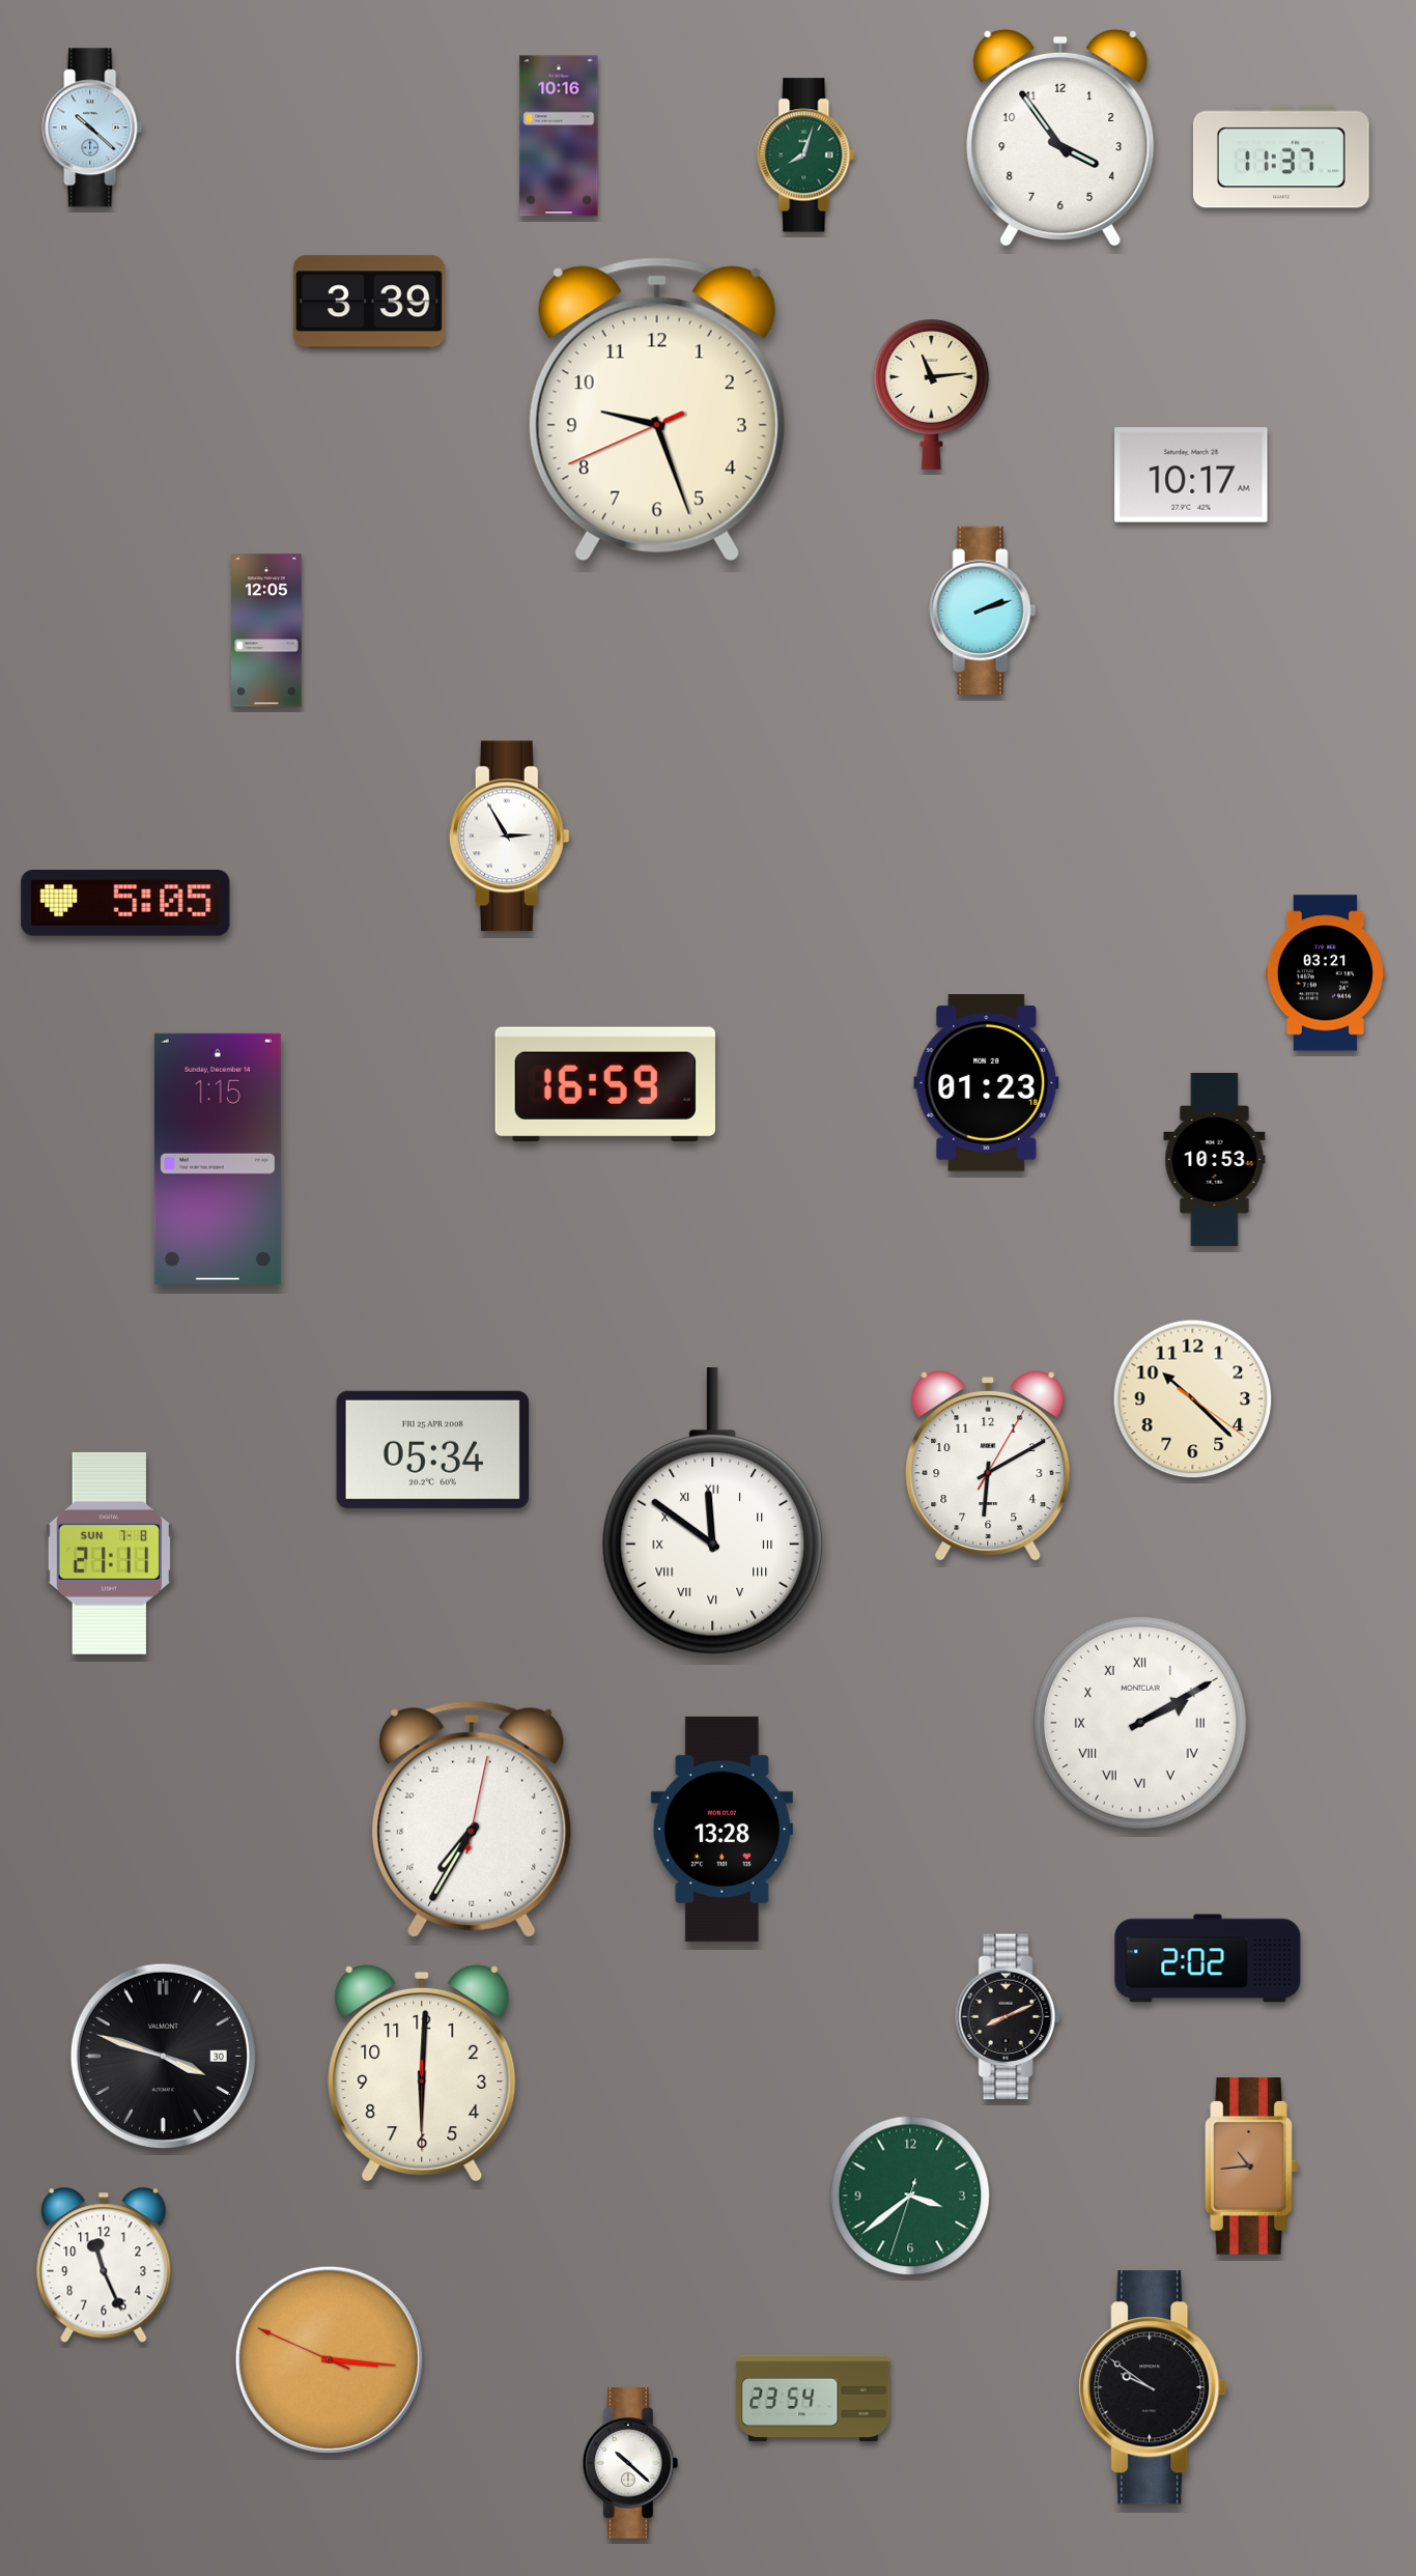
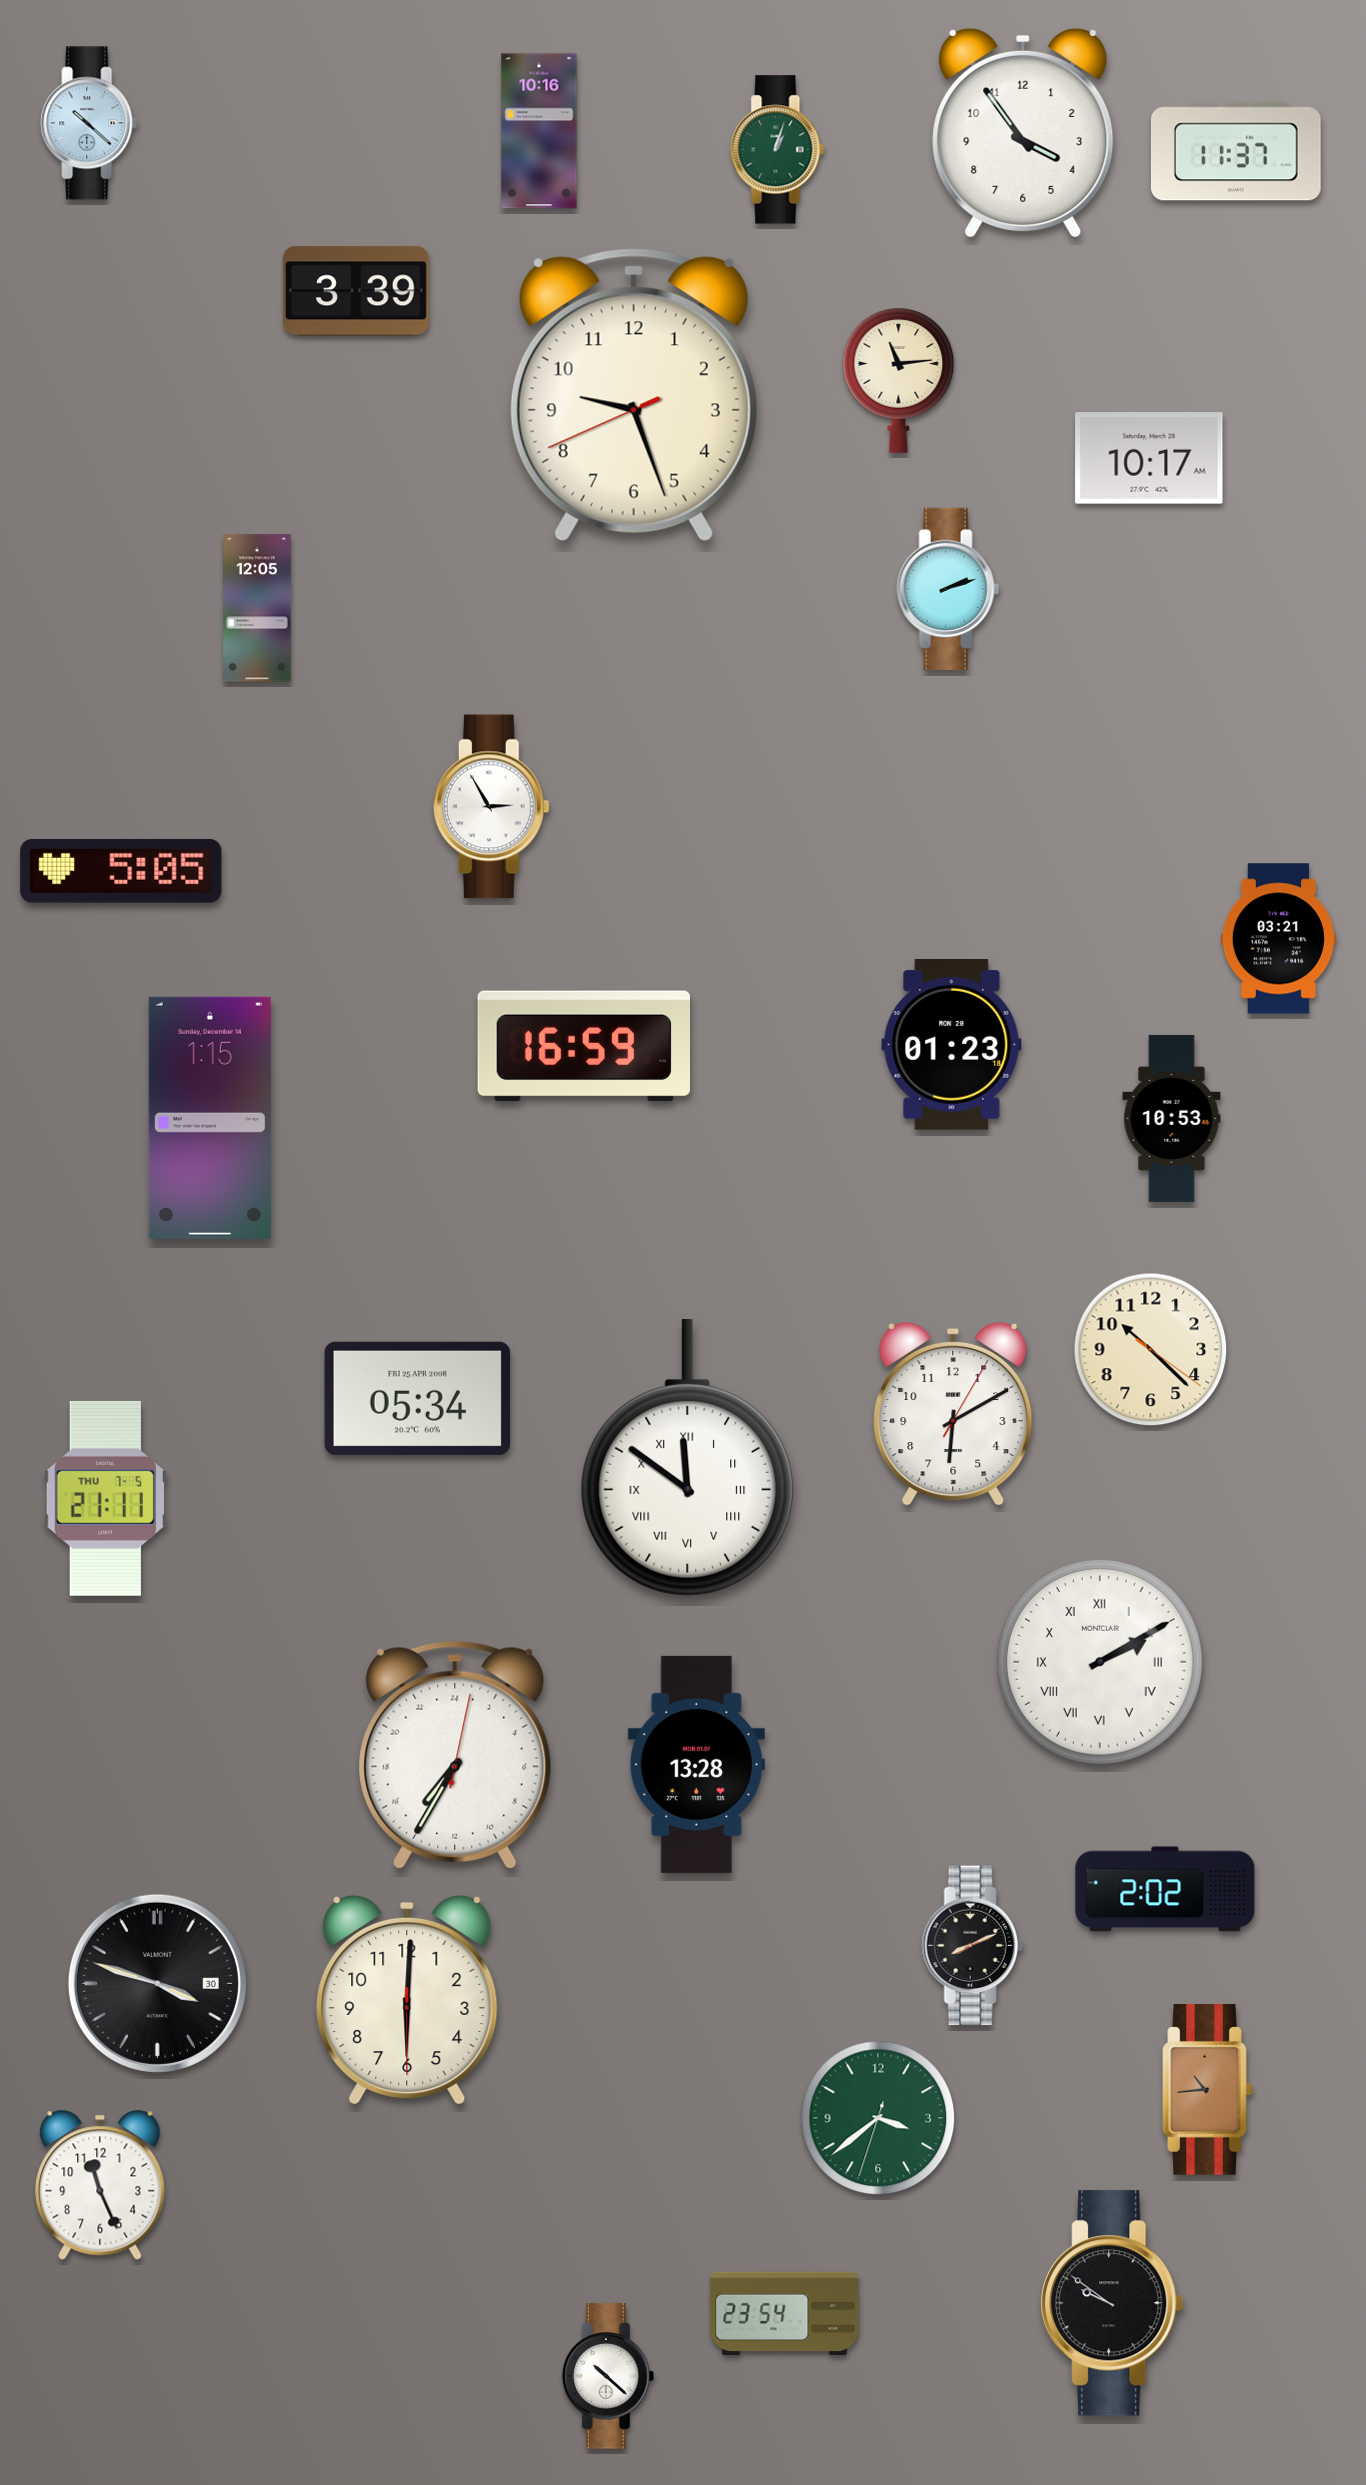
clock at (806, 155): 8:03 -> 1:03
clock at (109, 1553) date: SUN 7-8 -> THU 7-5
clock at (329, 2359): 3:15 -> none
